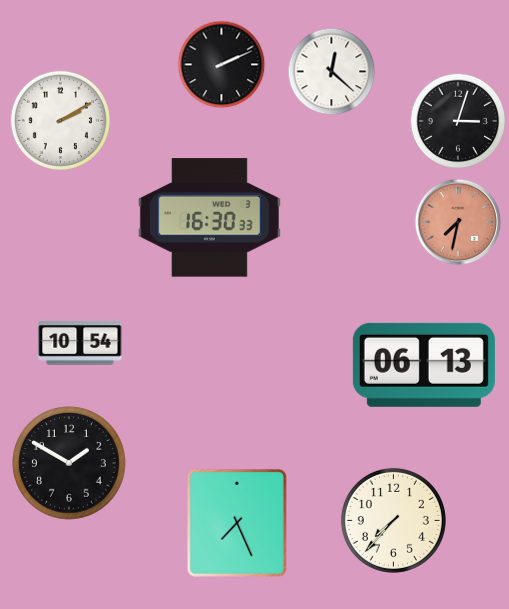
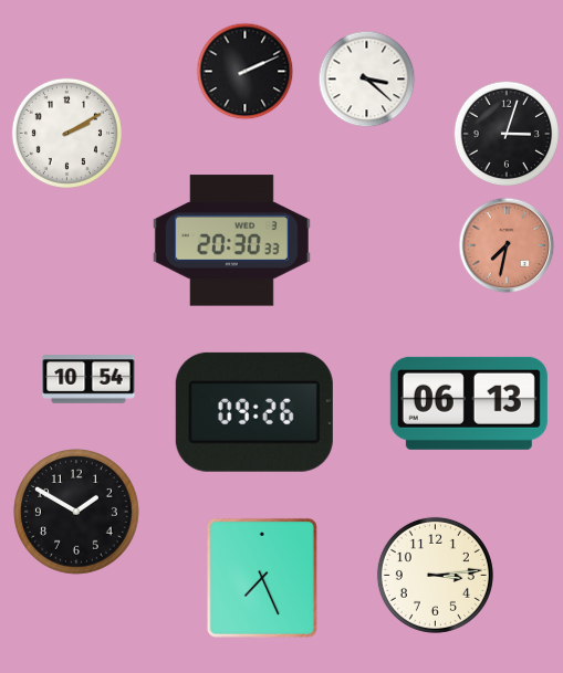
clock at (332, 72): 12:22 -> 3:22
clock at (209, 218): 16:30 -> 20:30
clock at (254, 412): none -> 09:26
clock at (393, 520): 7:37 -> 3:14
